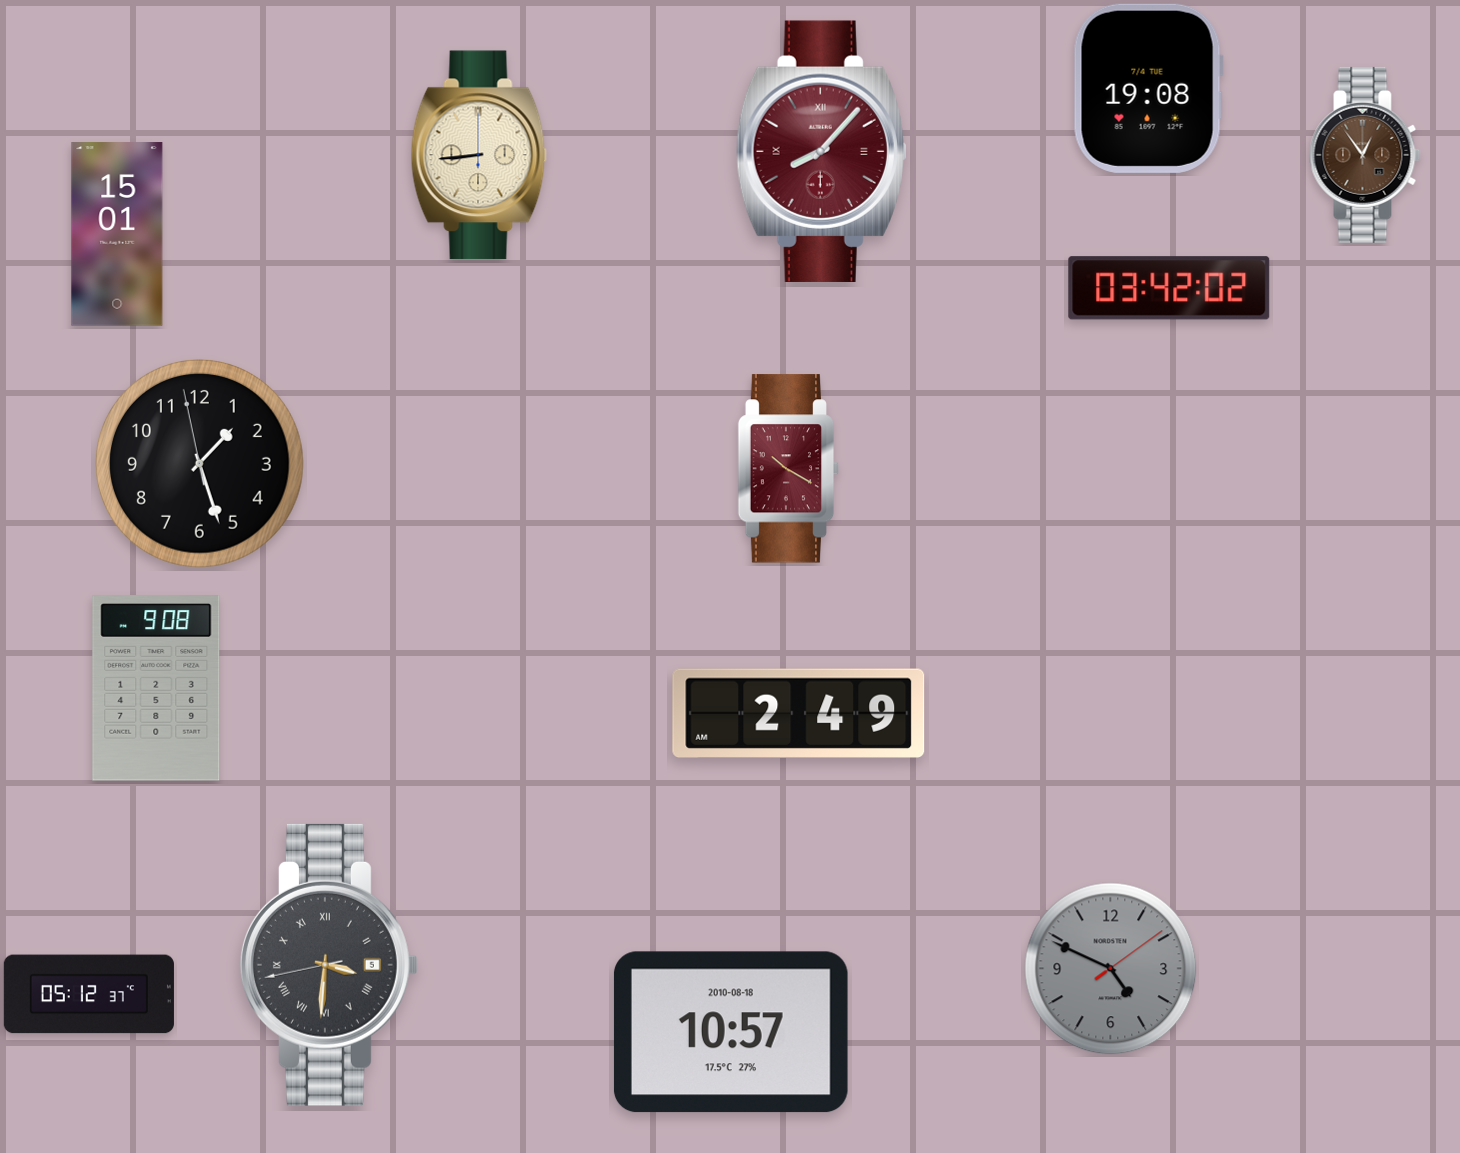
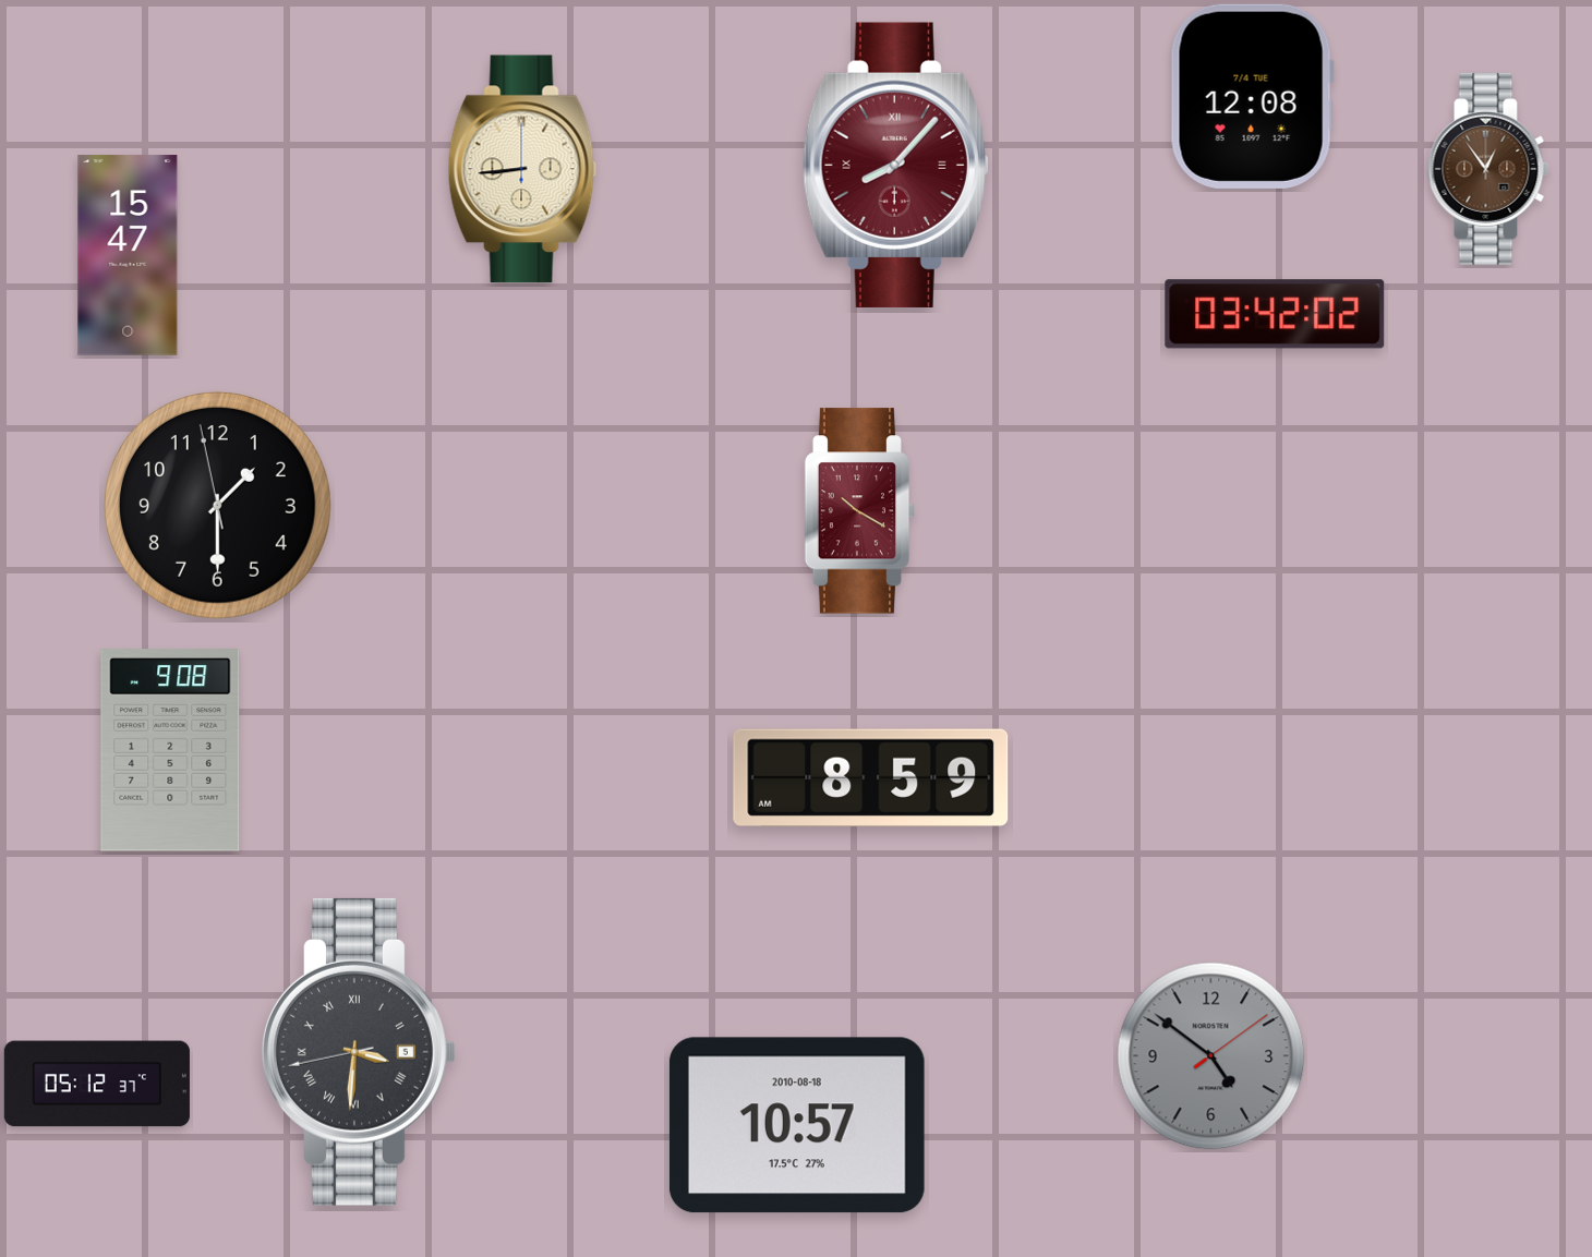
clock at (1148, 88): 19:08 -> 12:08
clock at (117, 234): 15:01 -> 15:47
clock at (200, 464): 1:26 -> 1:29
clock at (799, 713): 2:49 -> 8:59
clock at (1111, 969): 4:49 -> 4:51
